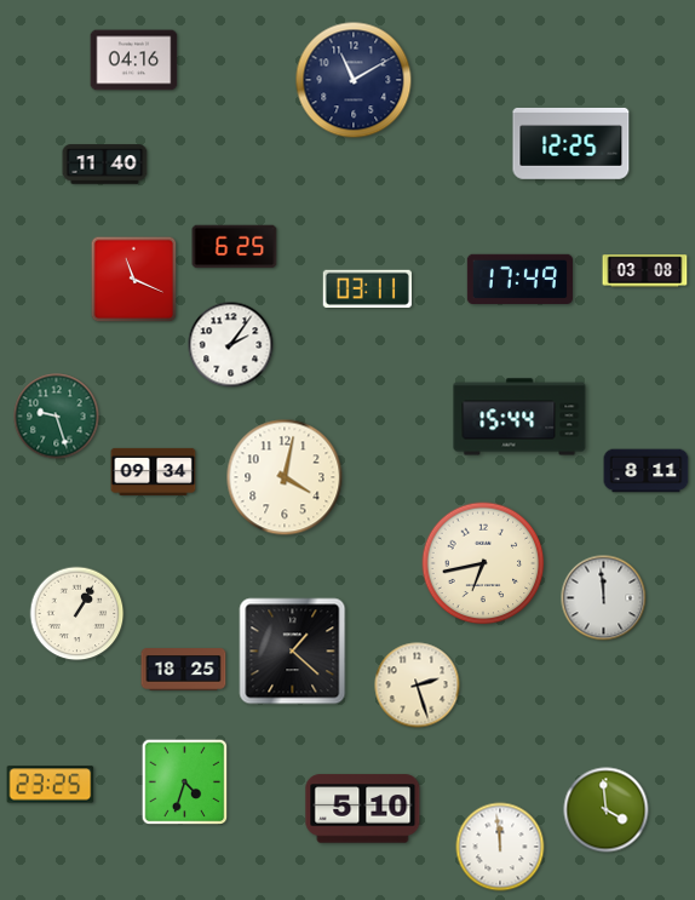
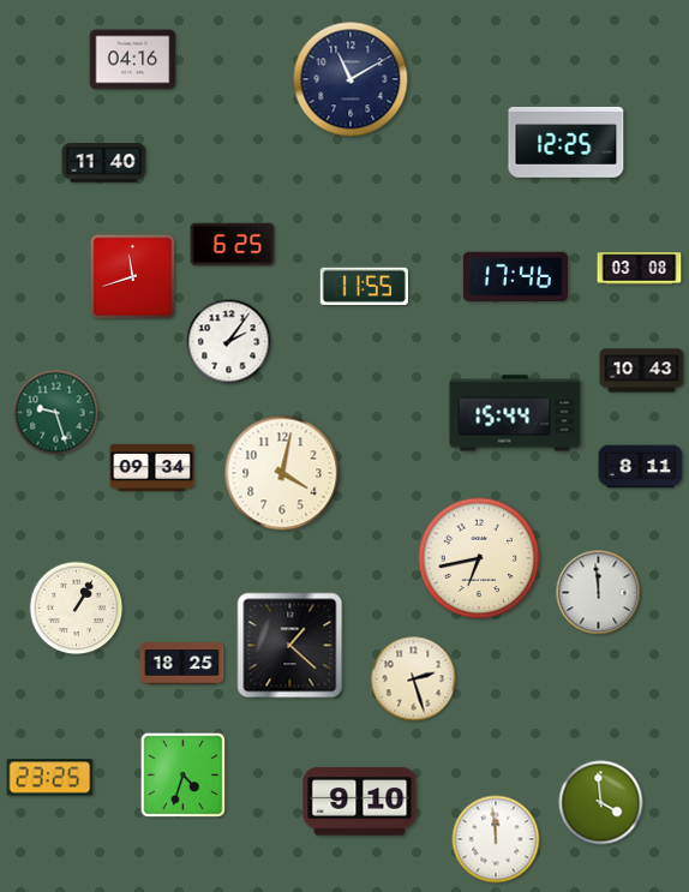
clock at (519, 279): 17:49 -> 17:46
clock at (134, 280): 11:19 -> 11:42
clock at (367, 288): 03:11 -> 11:55
clock at (642, 371): none -> 10:43
clock at (363, 809): 5:10 -> 9:10
